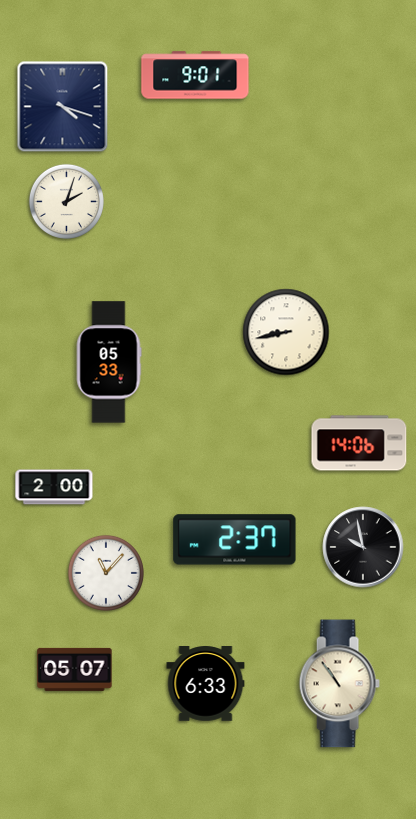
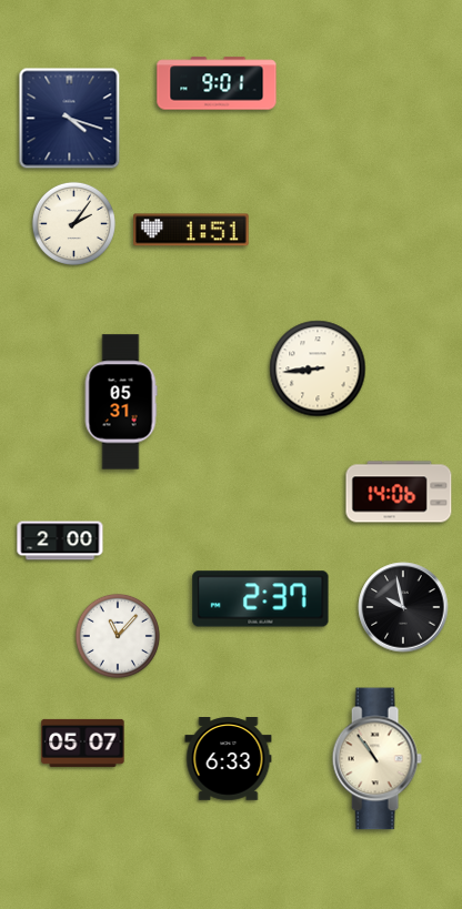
clock at (66, 201): 2:03 -> 2:06
clock at (192, 230): none -> 1:51
clock at (286, 332): 8:43 -> 8:44
clock at (109, 362): 05:33 -> 05:31
